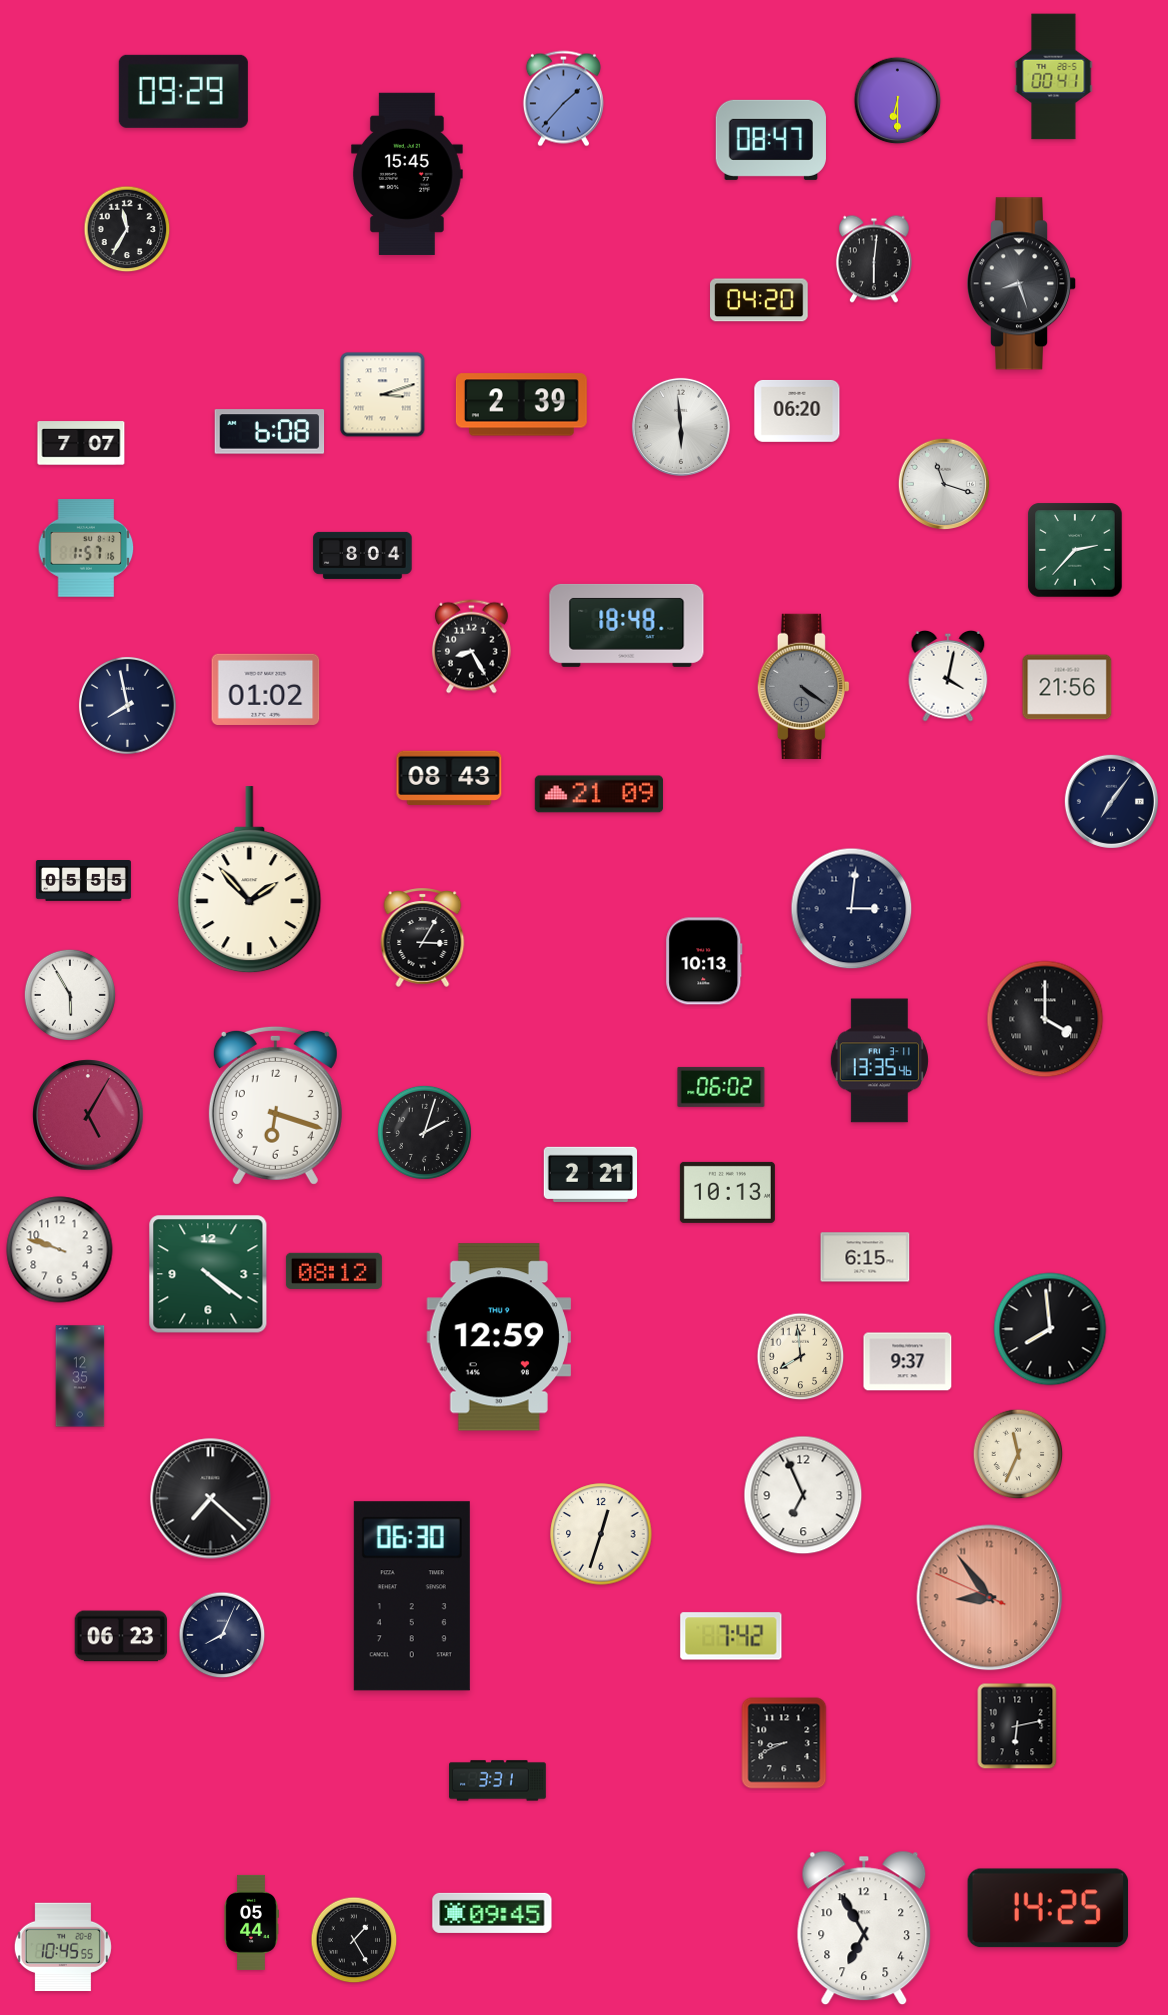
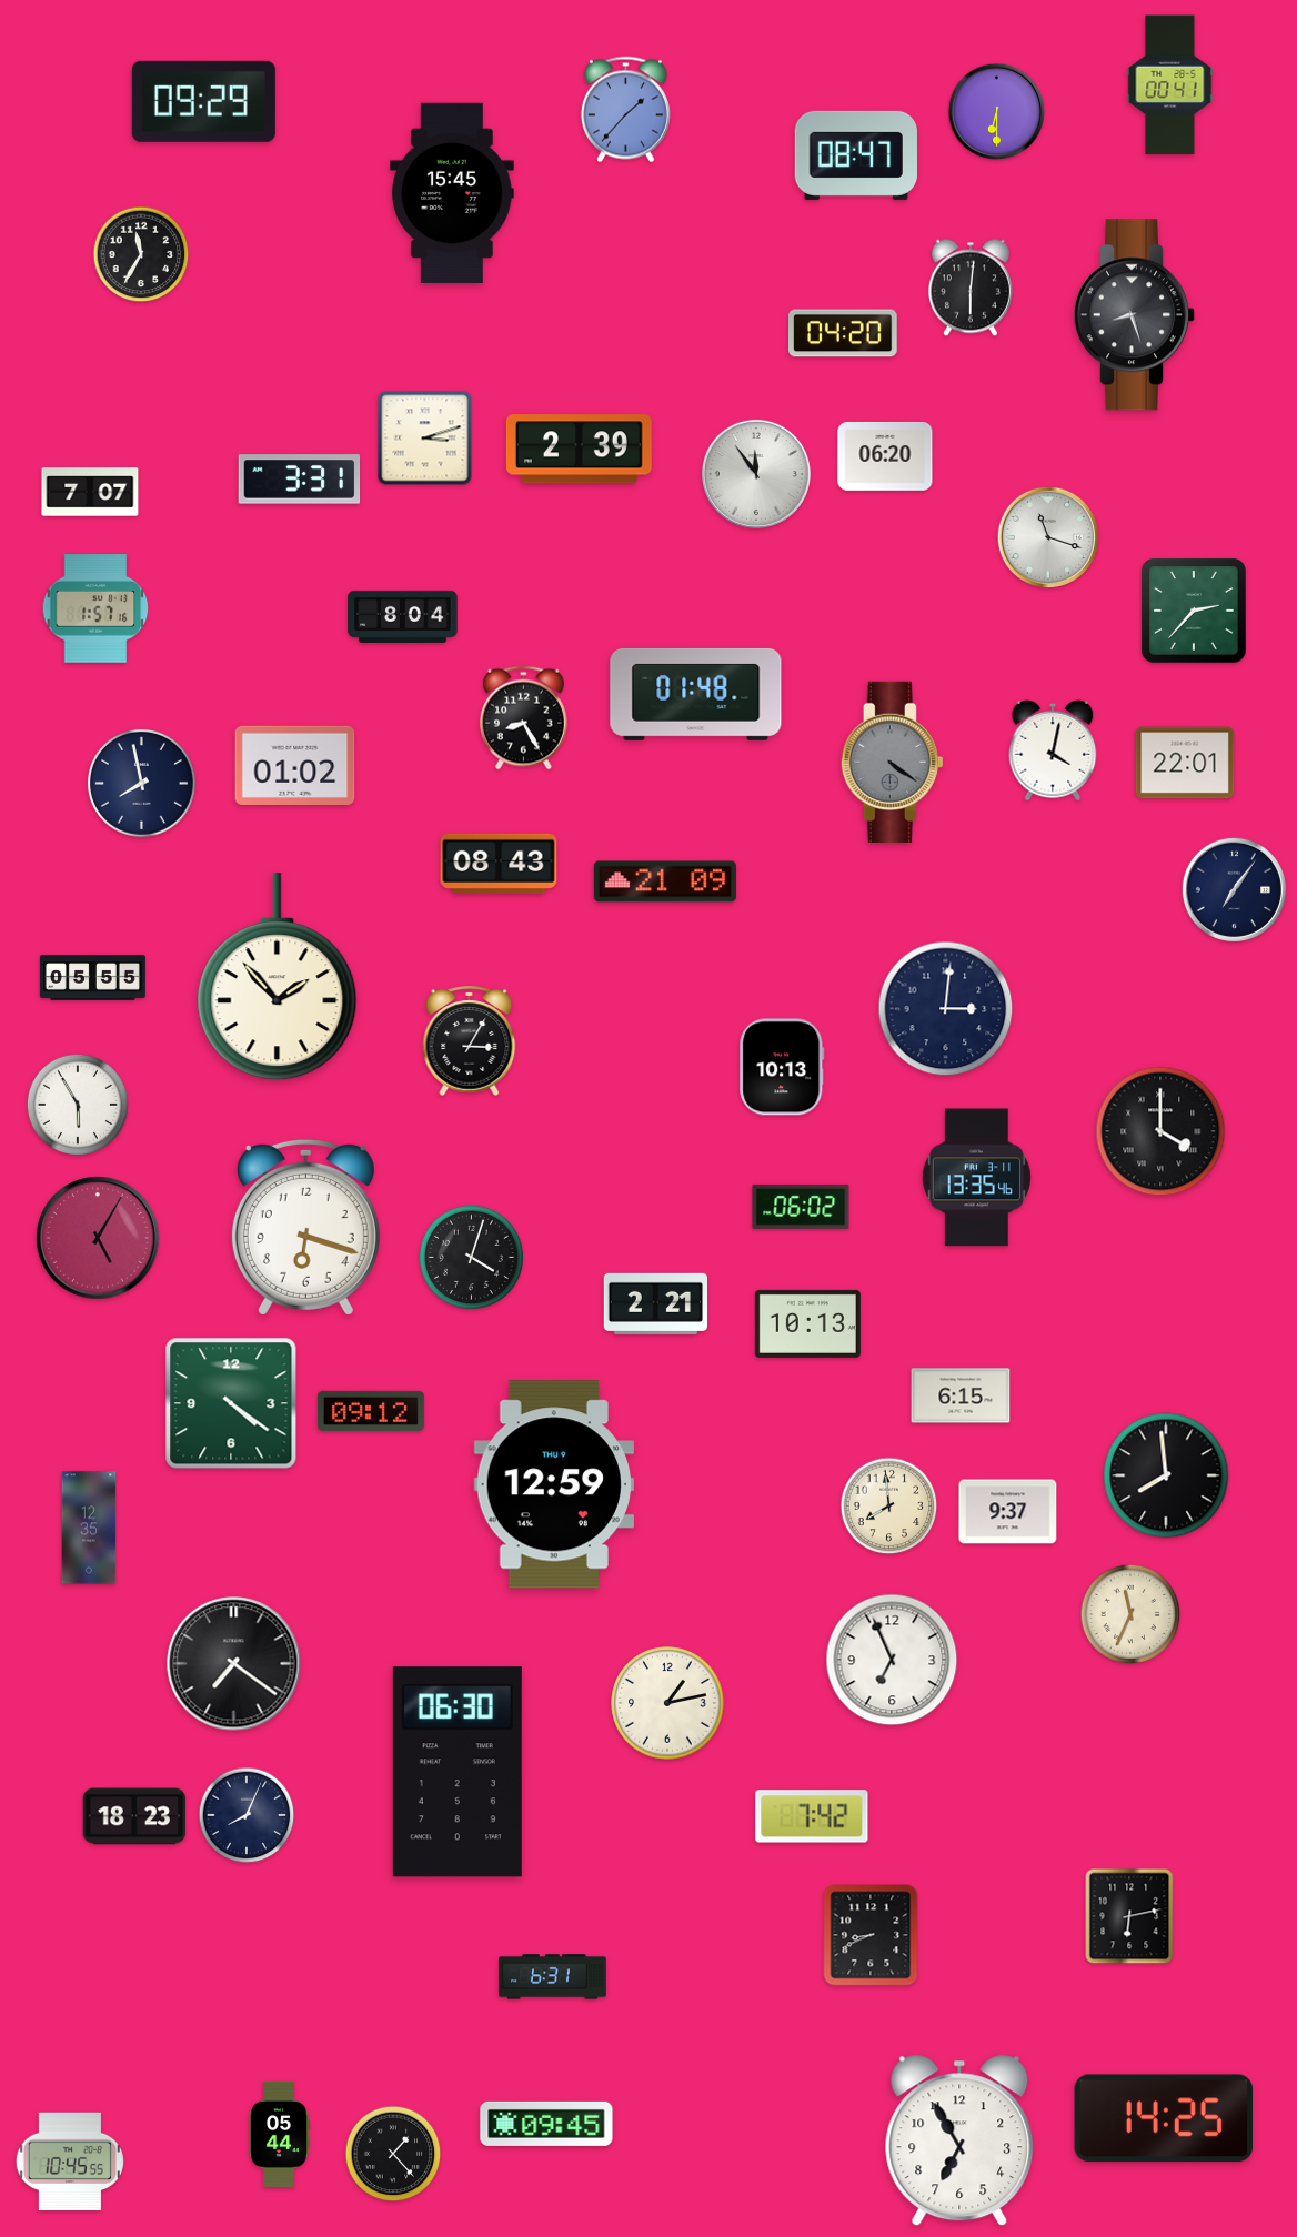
clock at (681, 427): 5:59 -> 11:54
clock at (270, 432): 6:08 -> 3:31
clock at (627, 625): 18:48 -> 01:48
clock at (1067, 687): 21:56 -> 22:01
clock at (424, 1132): 2:03 -> 4:03
clock at (60, 1250): 9:48 -> none
clock at (334, 1271): 08:12 -> 09:12
clock at (208, 1274) position: (208, 1274) -> (231, 1403)
clock at (211, 1499): 7:22 -> 7:21
clock at (601, 1534): 12:33 -> 1:13
clock at (990, 1598): 8:53 -> none
clock at (121, 1636): 06:23 -> 18:23
clock at (498, 1781): 3:31 -> 6:31
clock at (354, 1940): 1:25 -> 1:23
